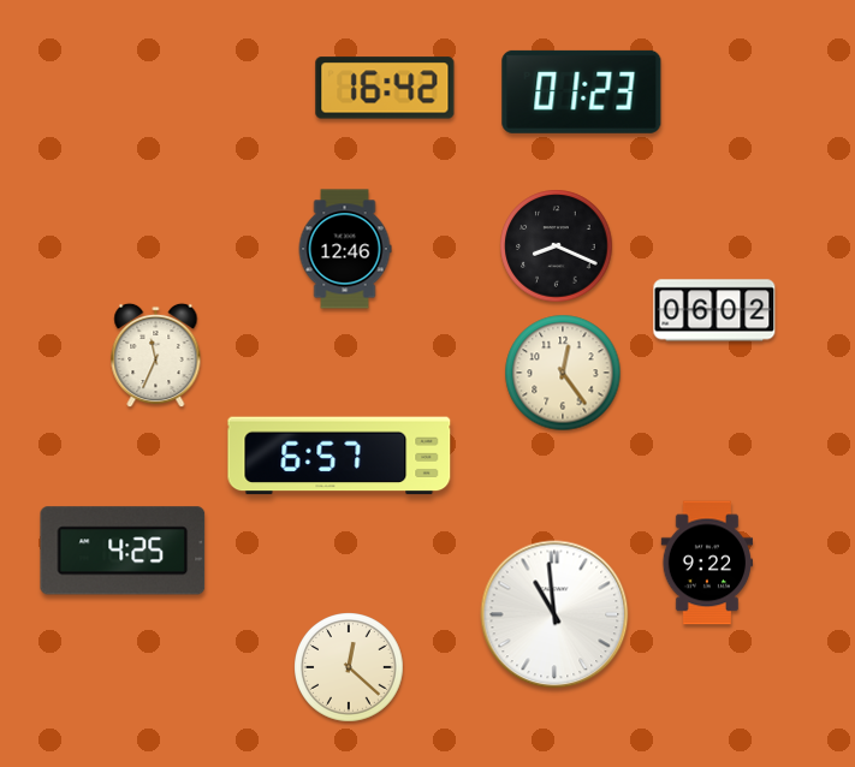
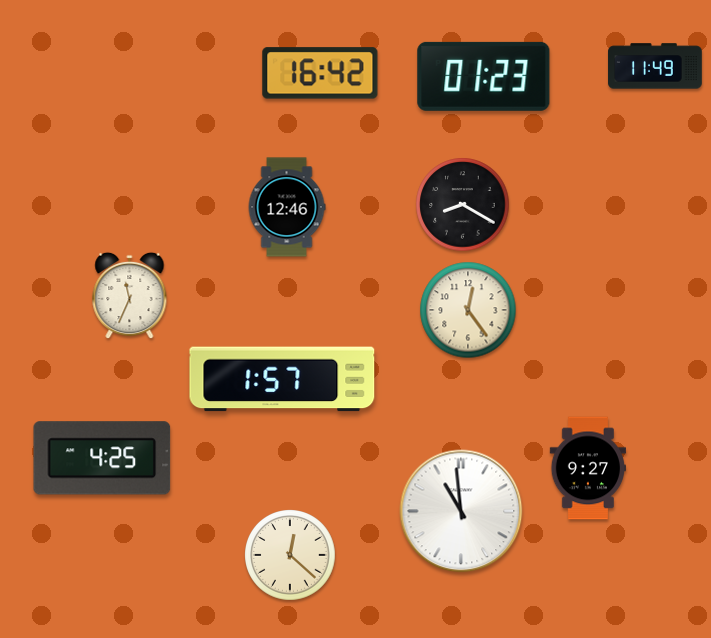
clock at (655, 66): none -> 11:49
clock at (557, 246): 8:19 -> 8:20
clock at (714, 310): 06:02 -> none
clock at (339, 456): 6:57 -> 1:57
clock at (706, 563): 9:22 -> 9:27
